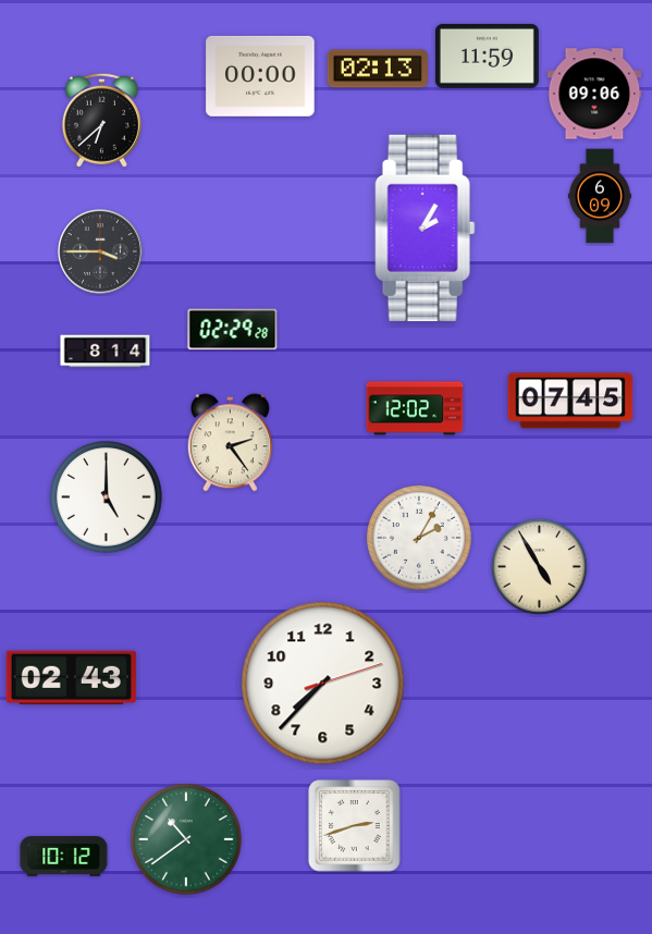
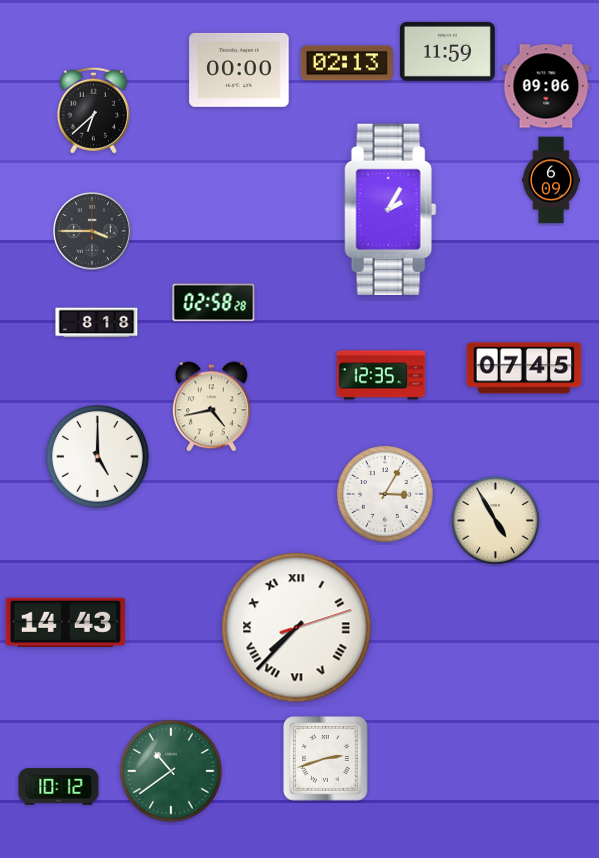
clock at (233, 330): 02:29 -> 02:58
clock at (106, 352): 8:14 -> 8:18
clock at (415, 408): 12:02 -> 12:35
clock at (230, 443): 2:24 -> 4:43
clock at (420, 539): 2:05 -> 3:05
clock at (71, 677): 02:43 -> 14:43
clock at (323, 684) numerals: Arabic -> Roman
